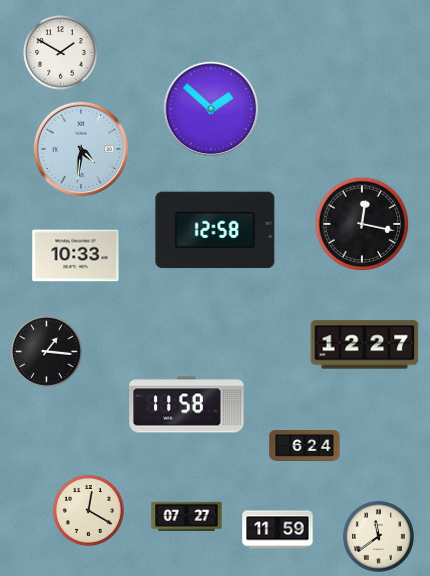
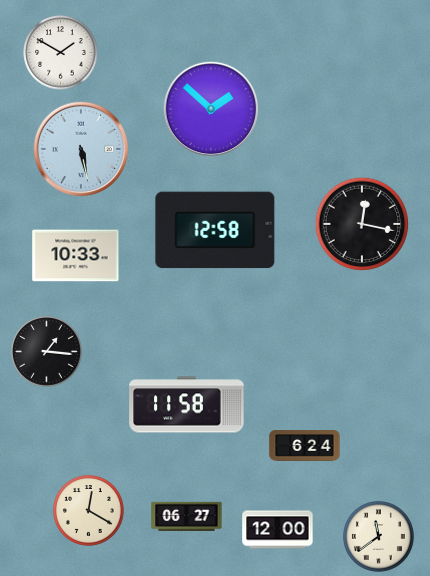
clock at (81, 149): 4:31 -> 5:28
clock at (365, 345): 12:27 -> none
clock at (187, 517): 07:27 -> 06:27
clock at (278, 530): 11:59 -> 12:00
